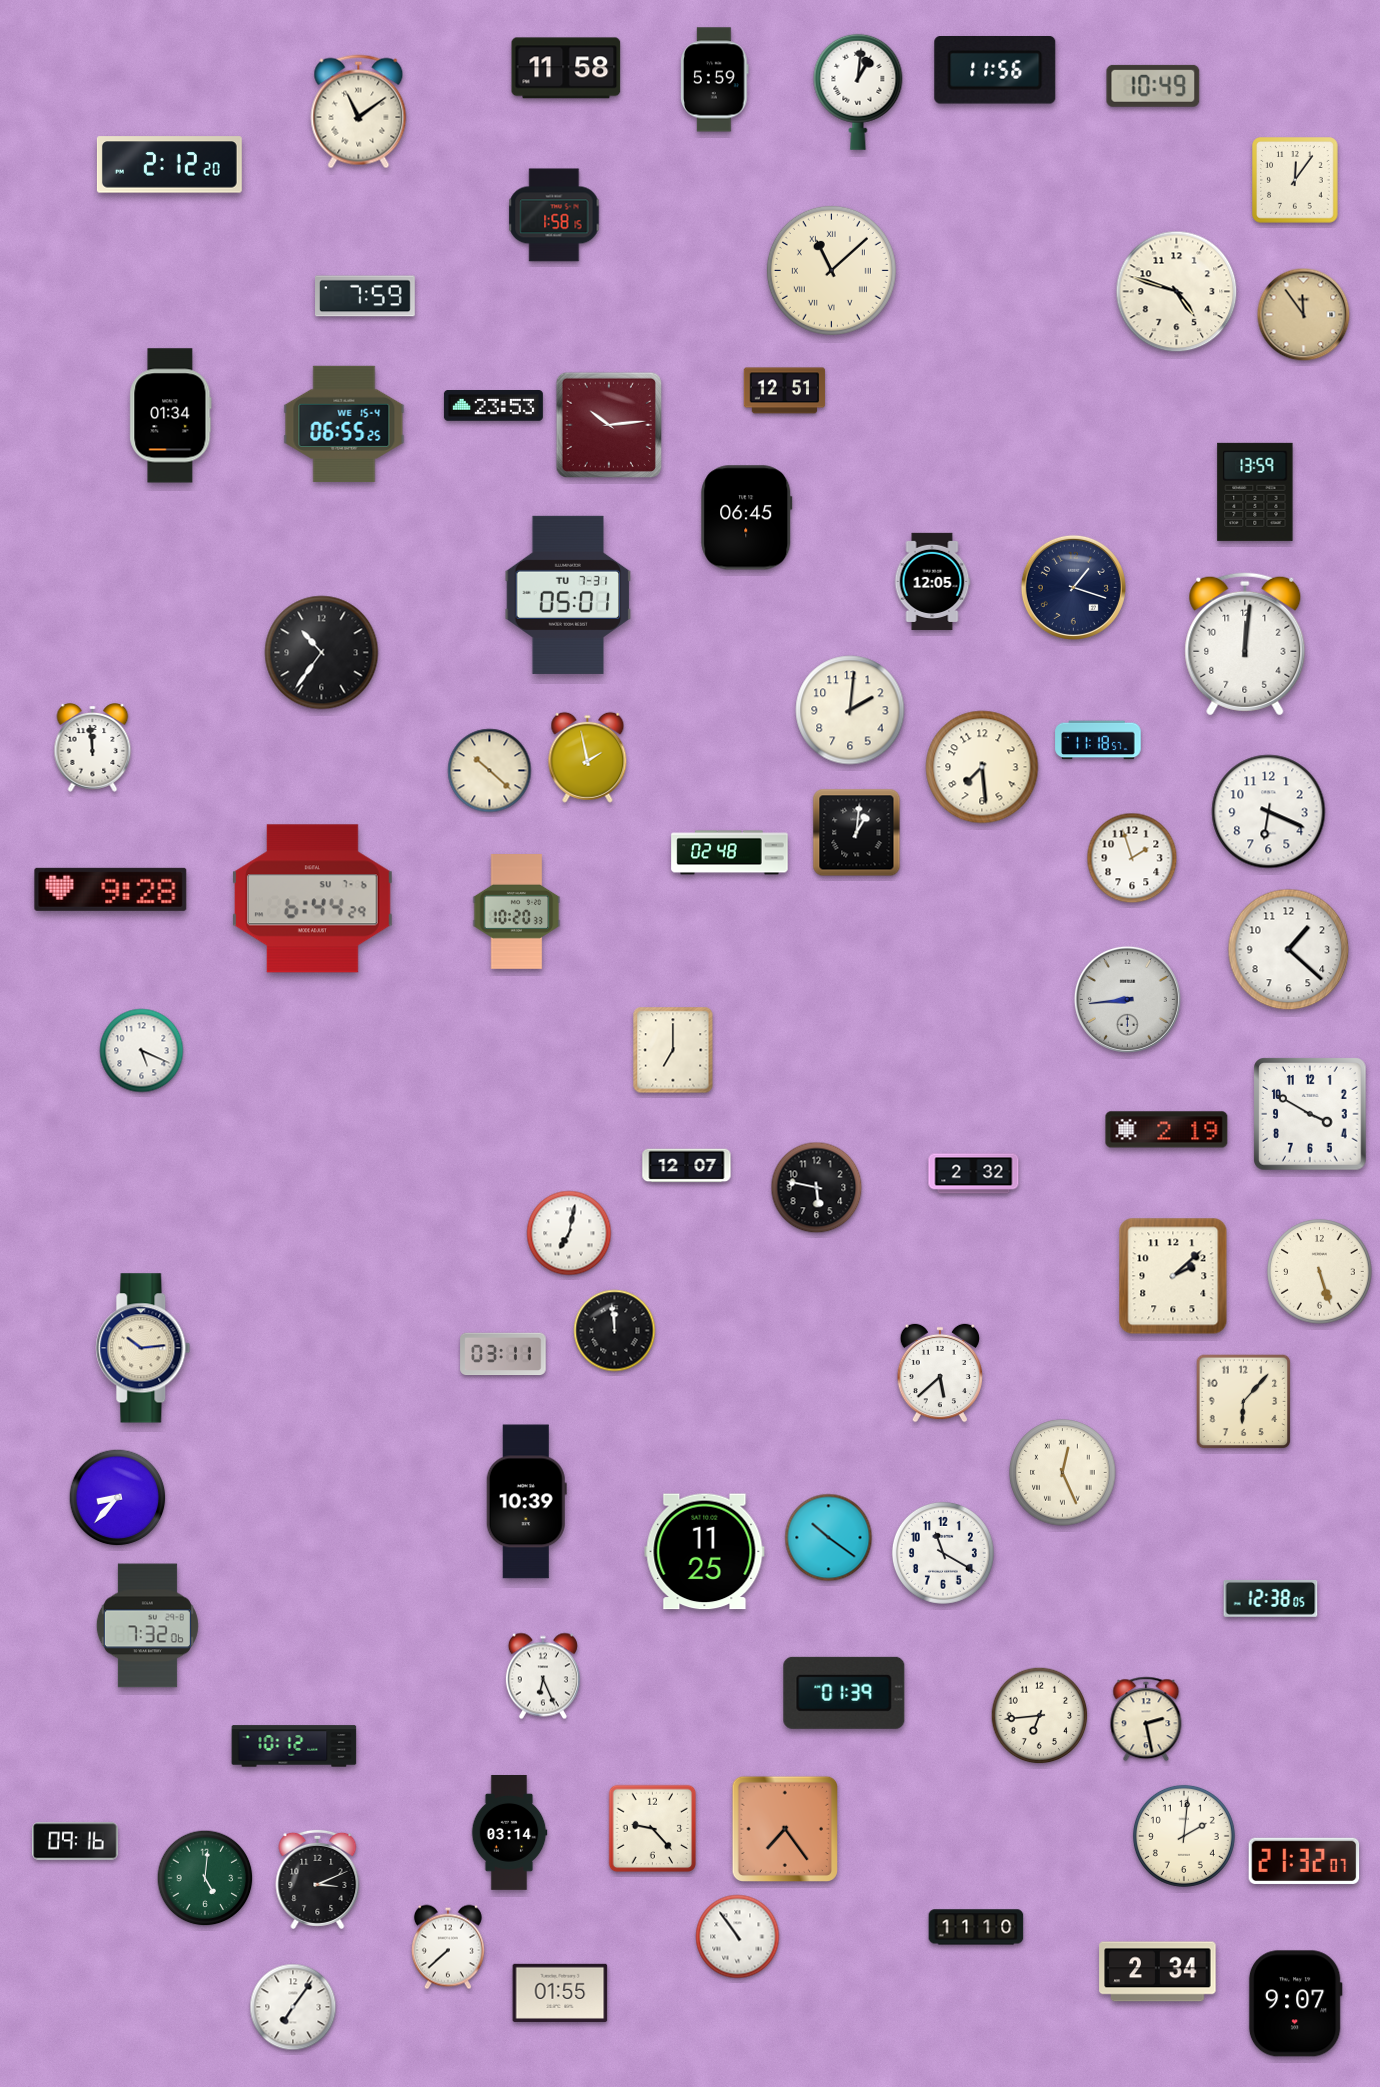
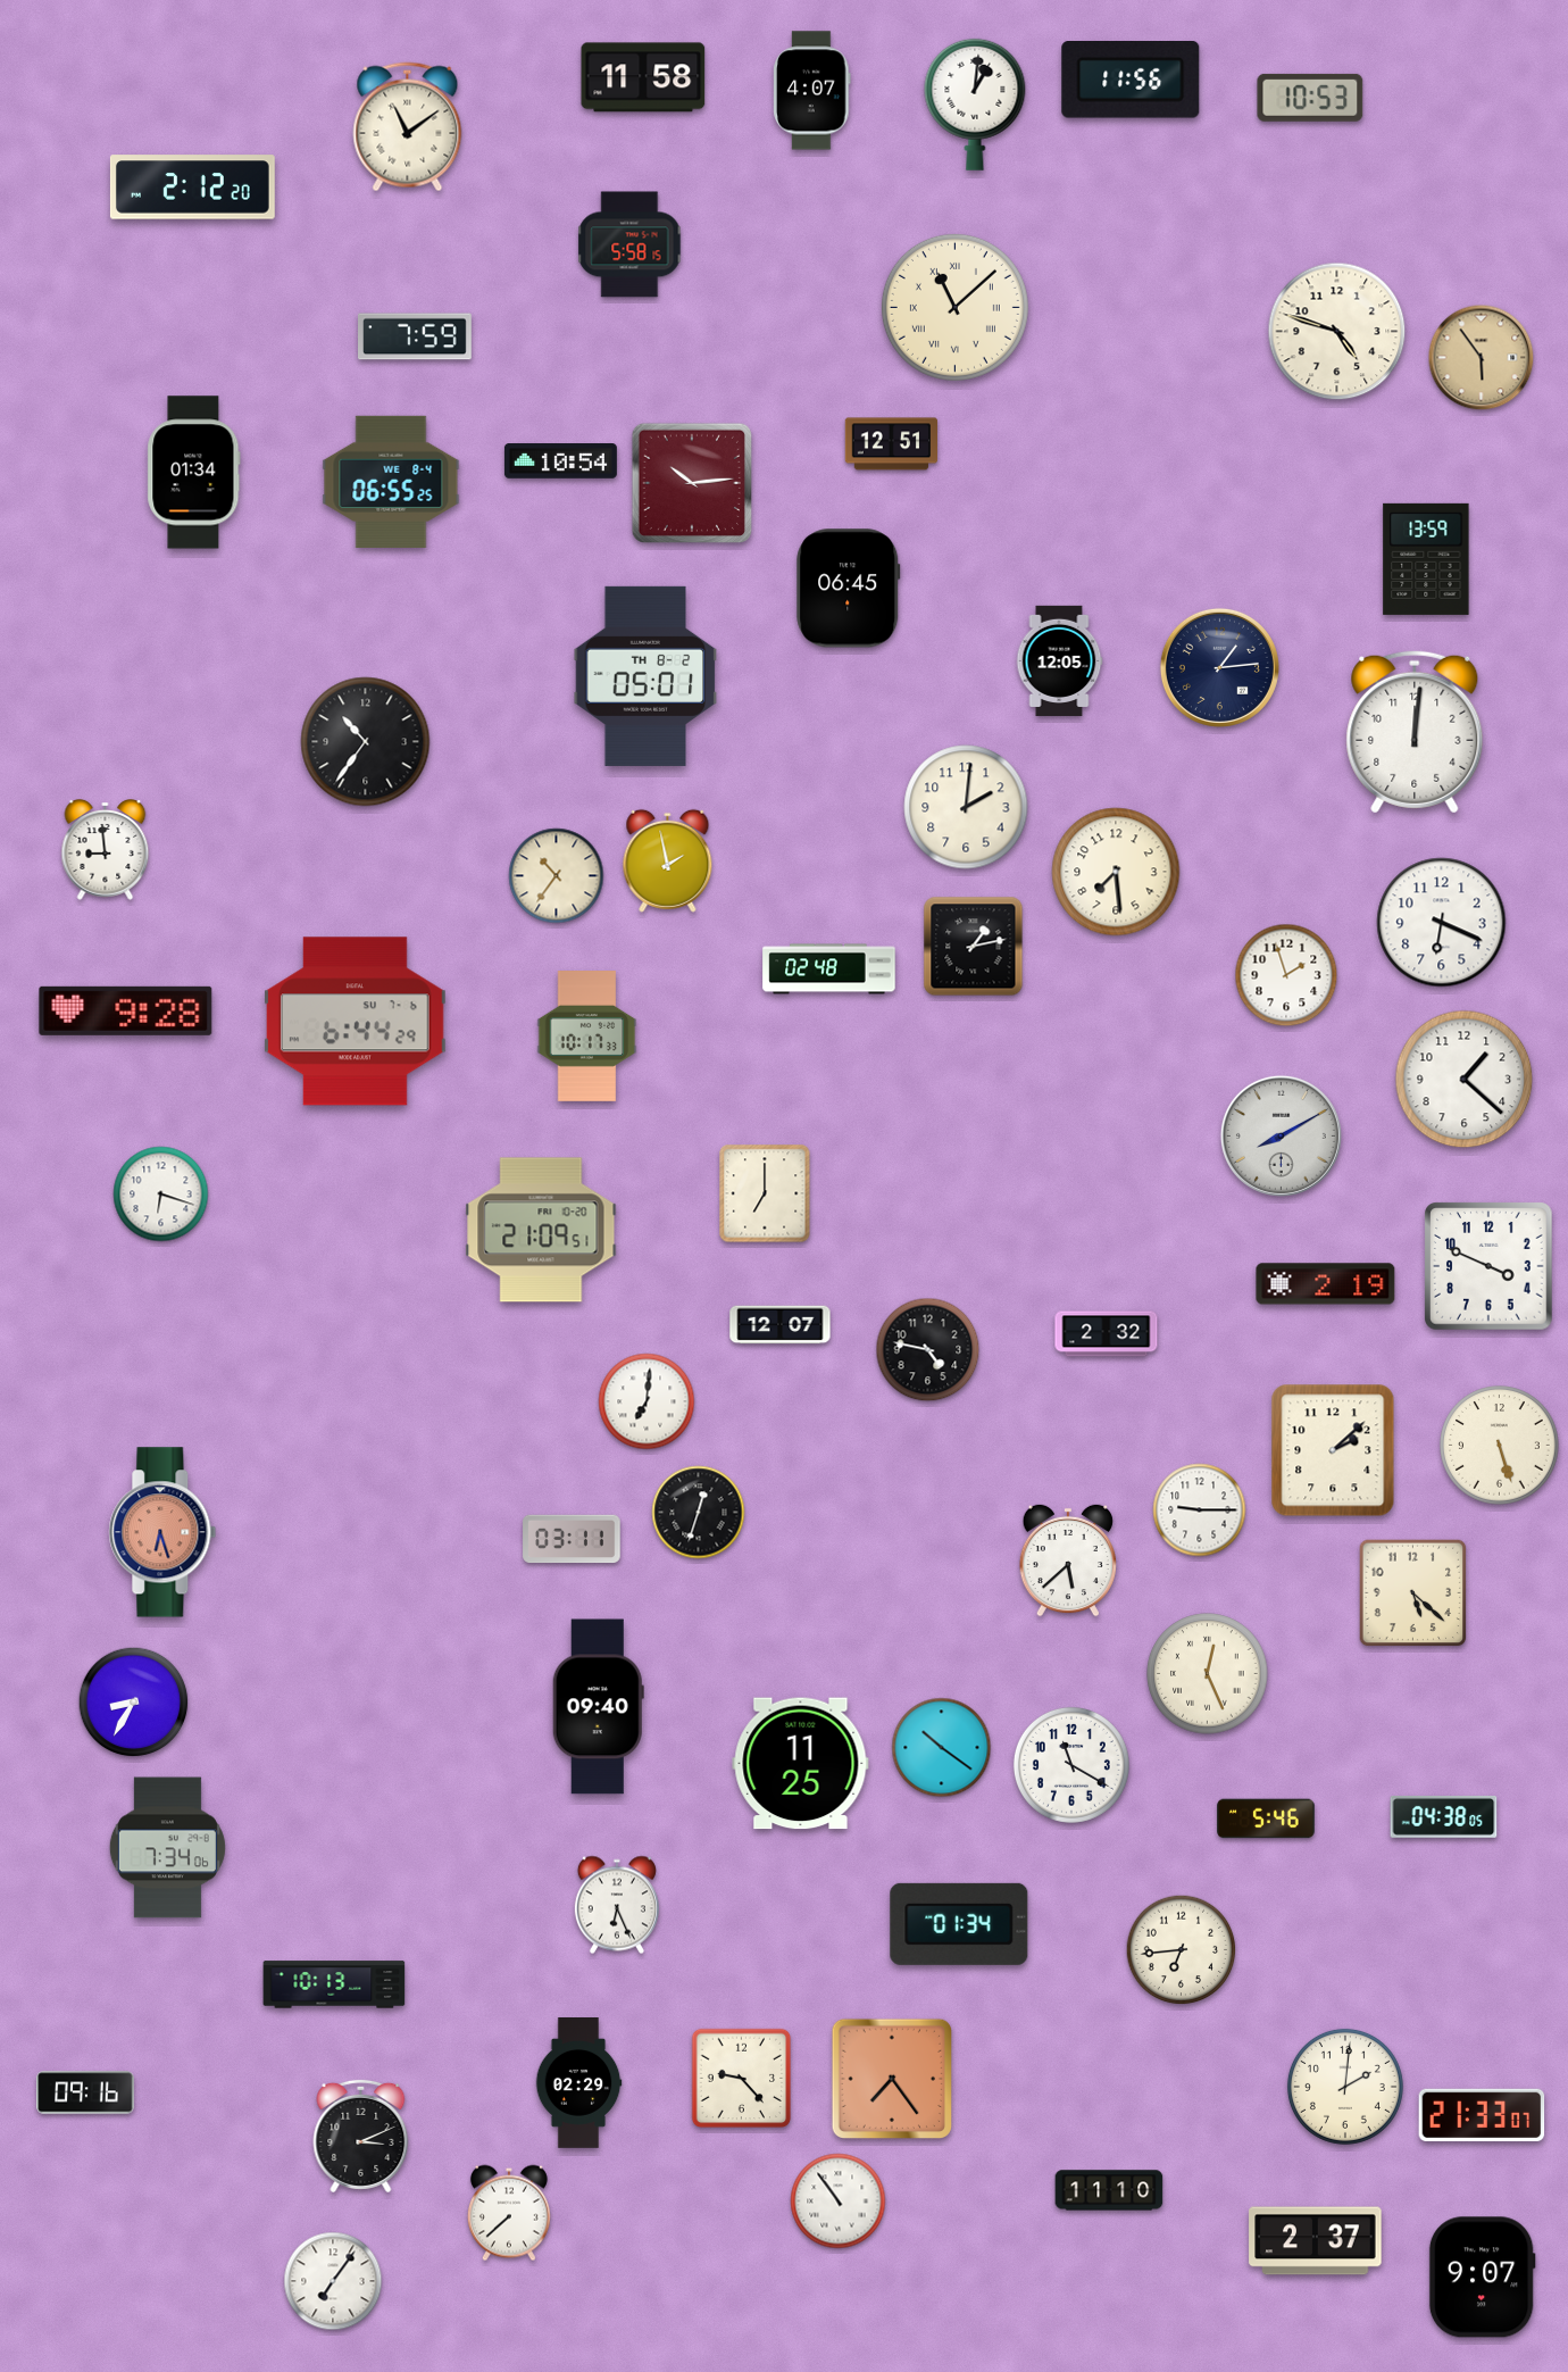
clock at (715, 80): 5:59 -> 4:07
clock at (1153, 86): 10:49 -> 10:53
clock at (1295, 180): 12:06 -> none
clock at (554, 215): 1:58 -> 5:58
clock at (831, 270) position: (831, 270) -> (954, 307)
clock at (1304, 315): 11:54 -> 5:54
clock at (493, 406): 23:53 -> 10:54
clock at (344, 424) date: WE 15-4 -> WE 8-4
clock at (1073, 587): 1:18 -> 1:14
clock at (568, 595) date: TU 7-31 -> TH 8-2
clock at (1098, 740): 11:18 -> none
clock at (93, 748): 11:59 -> 8:59
clock at (490, 771): 10:22 -> 10:36
clock at (857, 833): 1:01 -> 1:13
clock at (517, 912): 10:20 -> 10:17
clock at (1127, 999): 8:44 -> 8:10
clock at (142, 1051): 5:19 -> 6:18
clock at (541, 1230): none -> 21:09
clock at (1310, 1114): 3:50 -> 3:49
clock at (817, 1188): 5:47 -> 4:47
clock at (569, 1233): 7:02 -> 7:01
clock at (1200, 1510): none -> 9:15
clock at (615, 1331): 11:59 -> 12:33
clock at (143, 1348): 10:14 -> 6:27
clock at (143, 1348) dial: cream -> salmon
clock at (1244, 1402): 6:07 -> 5:22
clock at (118, 1498): 8:37 -> 8:35
clock at (526, 1502): 10:39 -> 09:40
clock at (1271, 1598): 12:38 -> 04:38
clock at (1266, 1818): none -> 5:46
clock at (147, 1626): 7:32 -> 7:34
clock at (844, 1693): 01:39 -> 01:34
clock at (1146, 1719): 2:28 -> none
clock at (294, 1746): 10:12 -> 10:13
clock at (509, 1833): 03:14 -> 02:29
clock at (1304, 1861): 21:32 -> 21:33
clock at (205, 1878): 5:01 -> none
clock at (1158, 1972): 2:34 -> 2:37
clock at (560, 1993): 01:55 -> none
clock at (1295, 2004) position: (1295, 2004) -> (1482, 2278)
